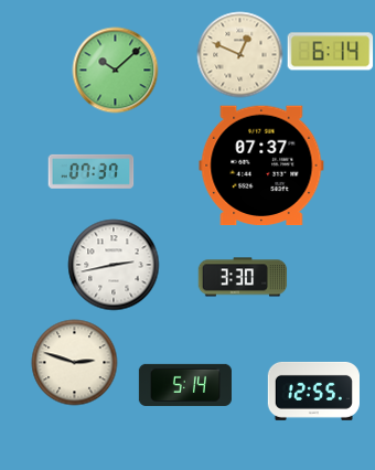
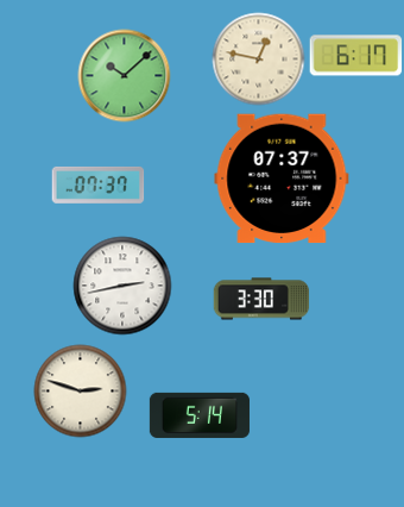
clock at (330, 52): 6:14 -> 6:17
clock at (239, 54): 12:49 -> 12:47
clock at (313, 391): 12:55 -> none
